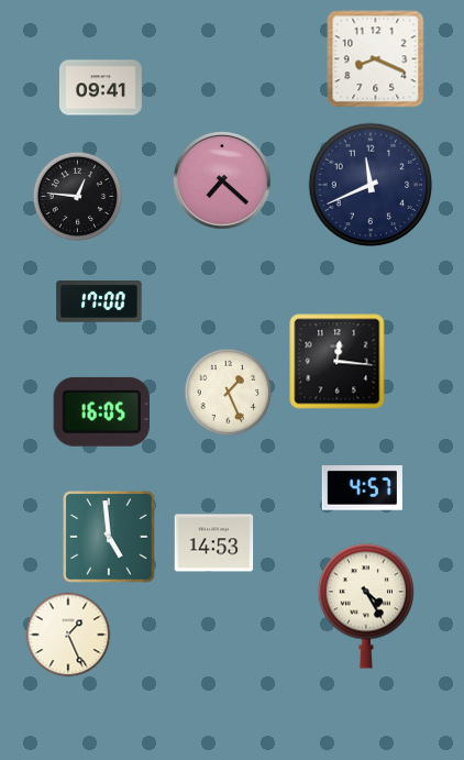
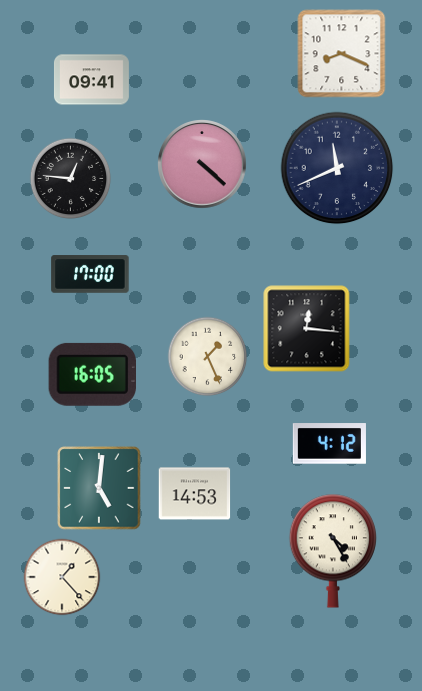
clock at (222, 180): 7:22 -> 4:22
clock at (362, 488): 4:57 -> 4:12
clock at (109, 537): 4:59 -> 5:01
clock at (68, 635): 1:26 -> 1:23
